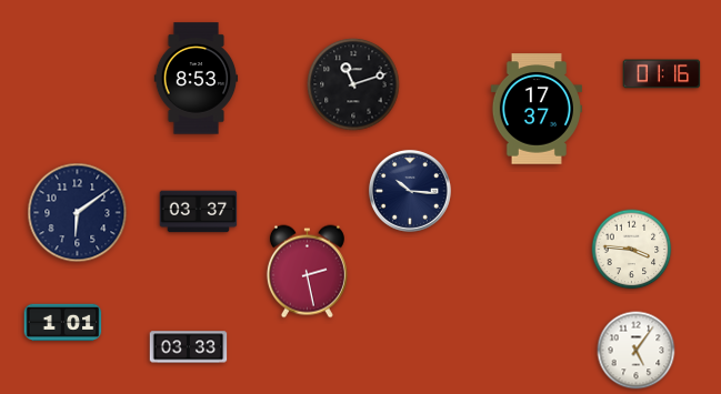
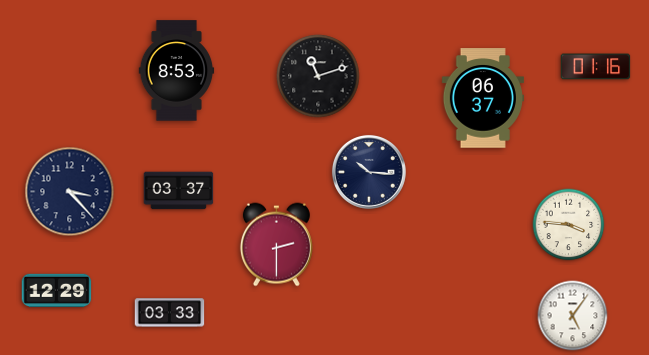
clock at (537, 109): 17:37 -> 06:37
clock at (78, 213): 6:09 -> 3:23
clock at (307, 272): 2:28 -> 2:30
clock at (63, 323): 1:01 -> 12:29
